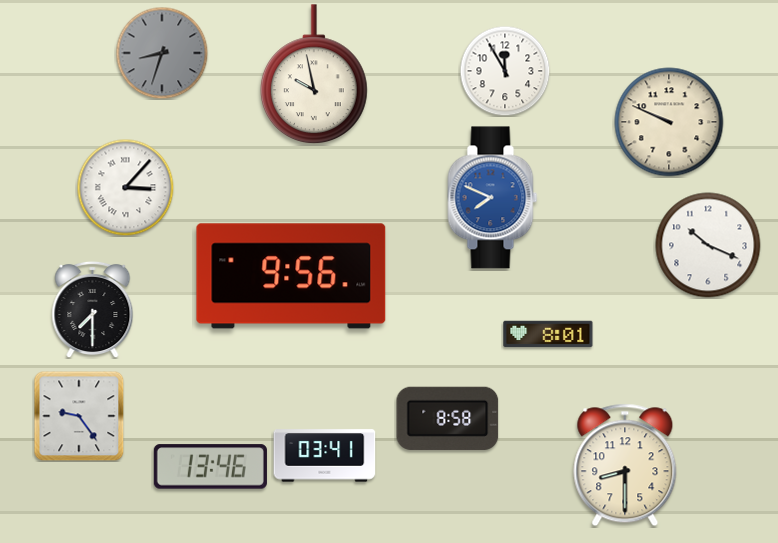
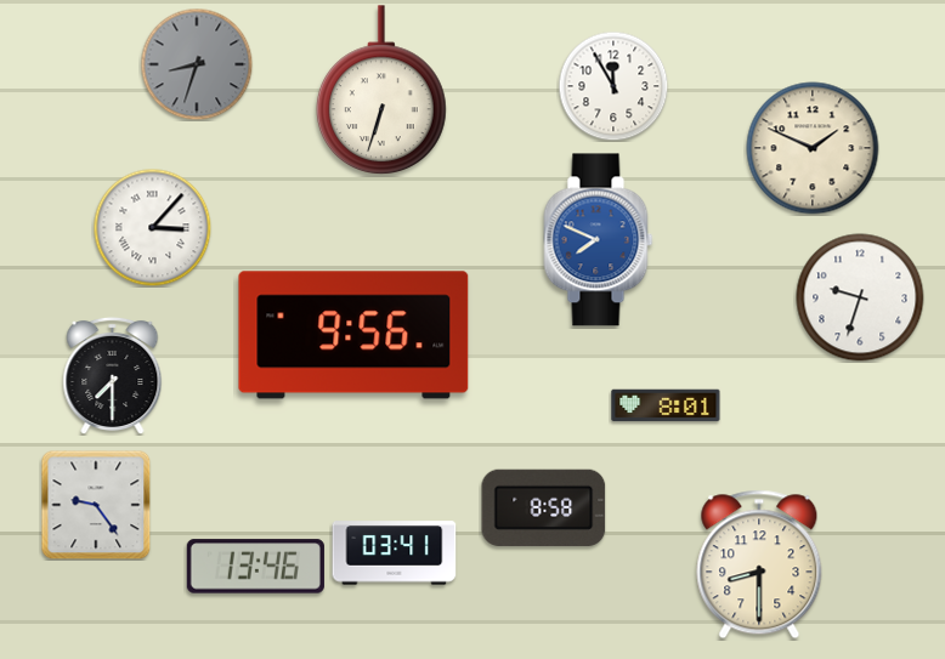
clock at (315, 75): 9:58 -> 6:33
clock at (669, 122): 9:49 -> 1:49
clock at (708, 245): 10:19 -> 9:33
